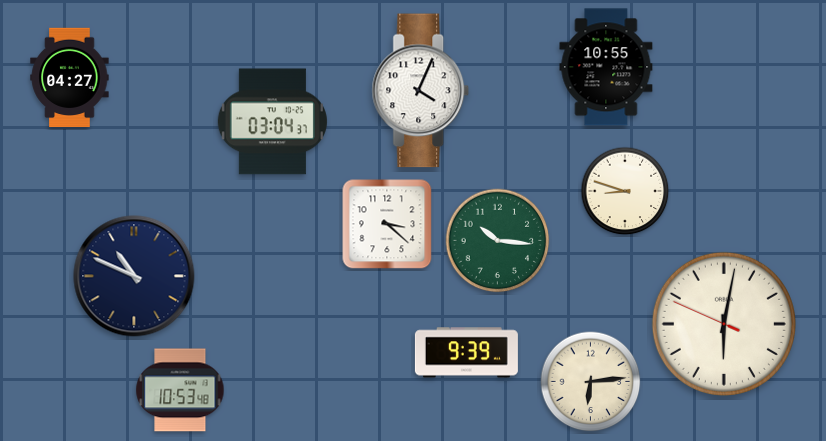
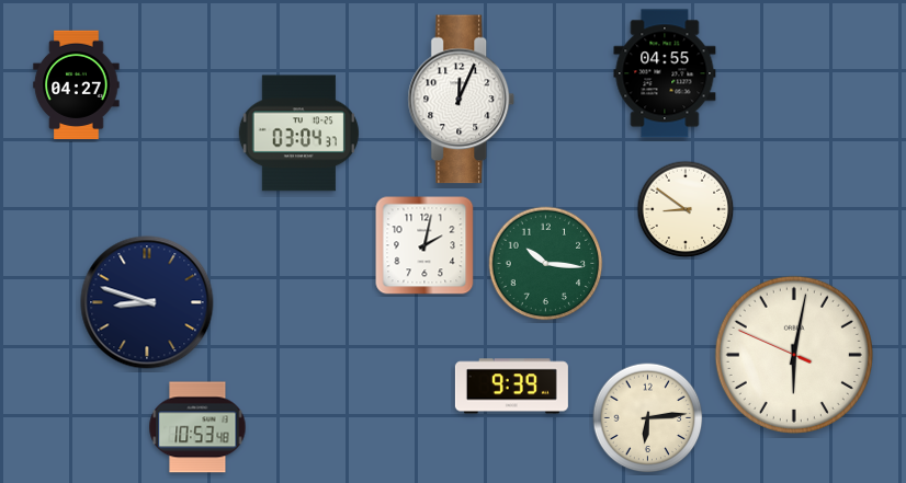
clock at (606, 67): 10:55 -> 04:55
clock at (421, 91): 4:04 -> 12:04
clock at (625, 191): 8:48 -> 8:51
clock at (387, 224): 3:22 -> 2:02
clock at (134, 276): 10:49 -> 8:48
